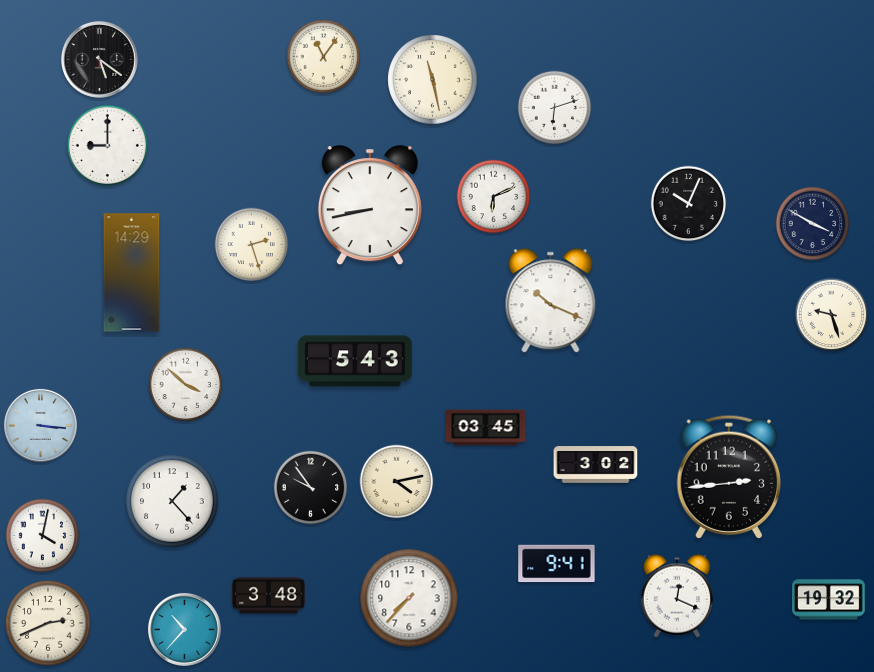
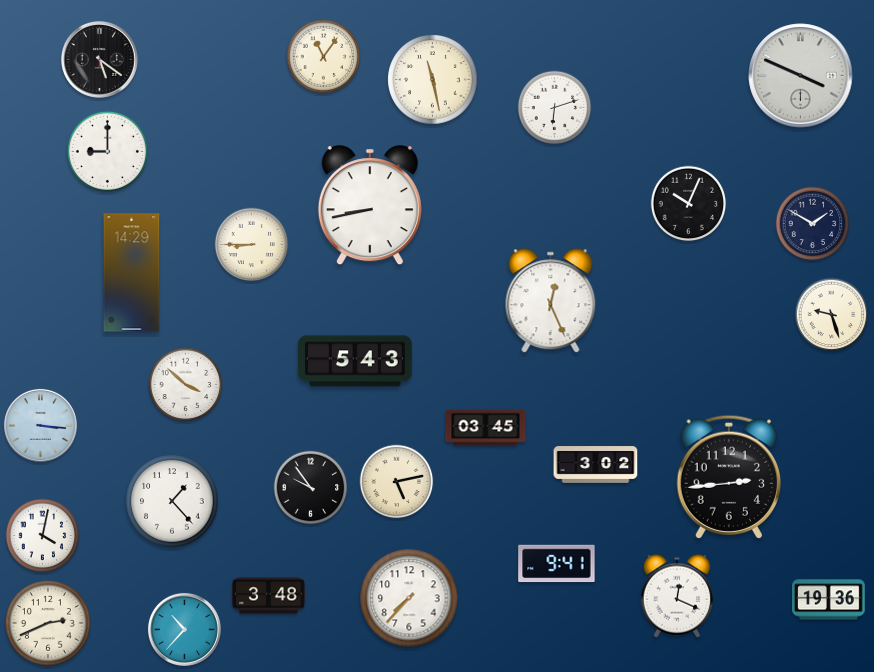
clock at (801, 76): none -> 3:49
clock at (107, 145) position: (107, 145) -> (107, 151)
clock at (494, 197): 6:11 -> none
clock at (813, 224): 3:50 -> 1:50
clock at (252, 245): 2:27 -> 8:45
clock at (551, 301): 10:19 -> 12:26
clock at (397, 482): 4:13 -> 5:13
clock at (829, 600): 19:32 -> 19:36
